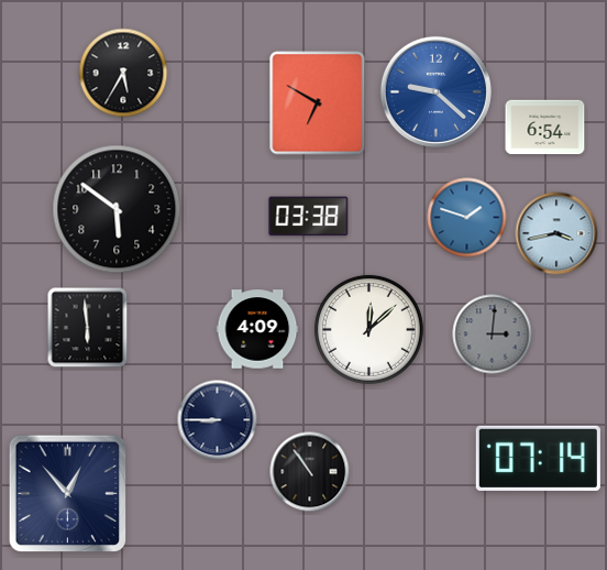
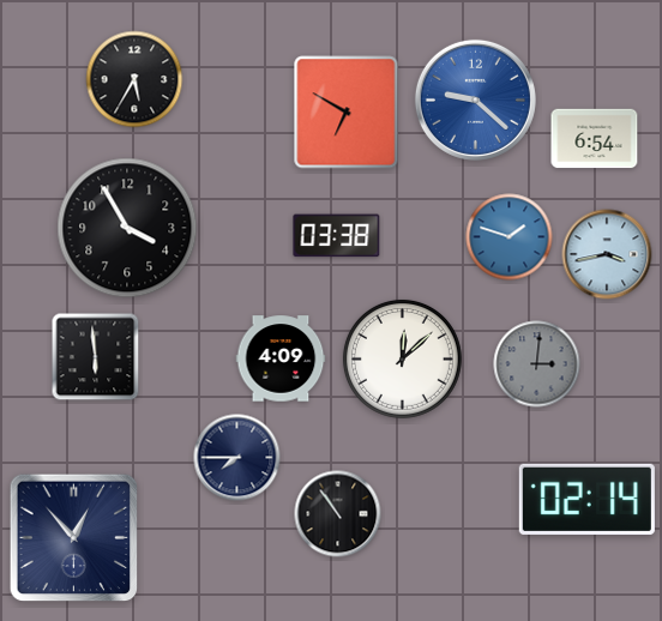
clock at (117, 209): 5:51 -> 3:55
clock at (218, 420): 8:45 -> 7:45
clock at (538, 458): 07:14 -> 02:14
